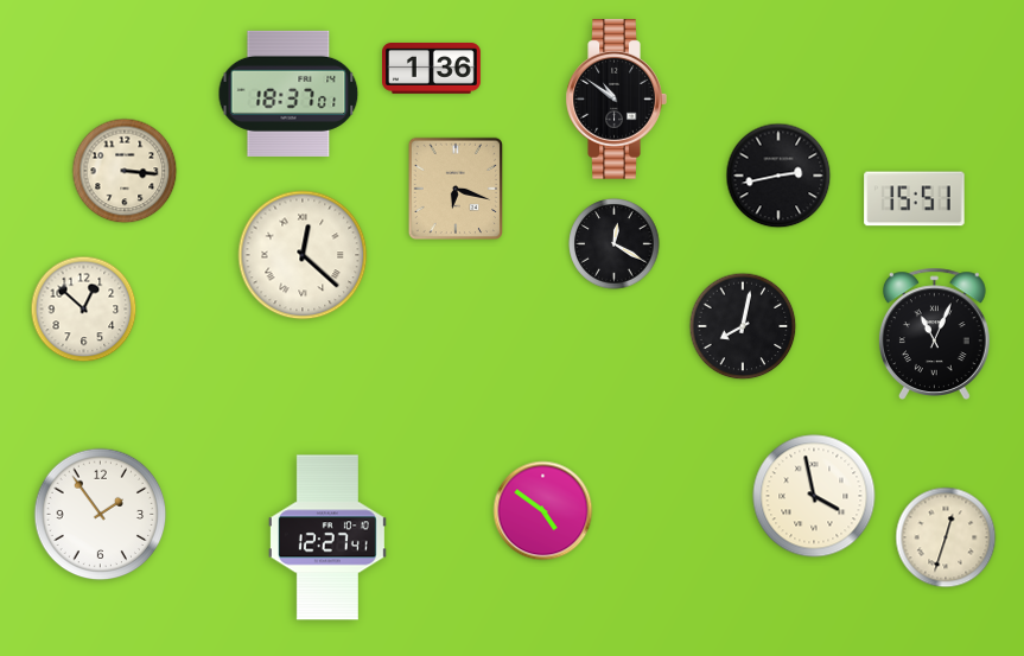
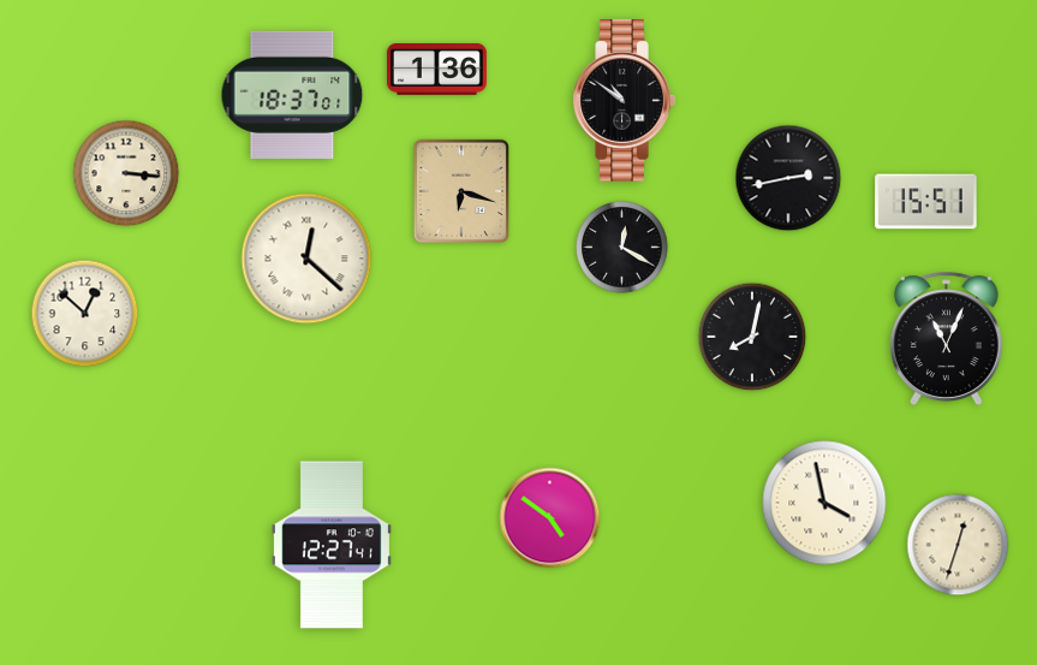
clock at (743, 326) position: (743, 326) -> (752, 337)
clock at (101, 515): 1:54 -> none
